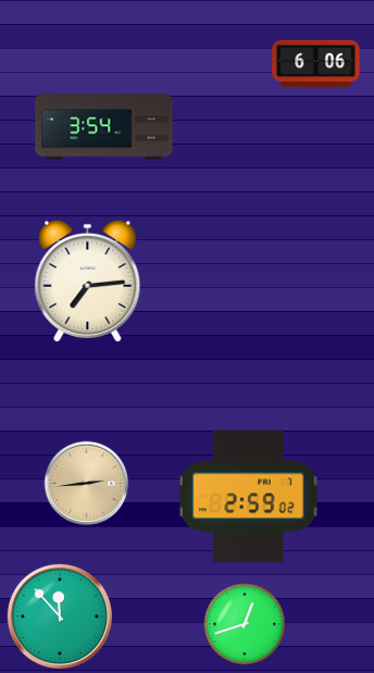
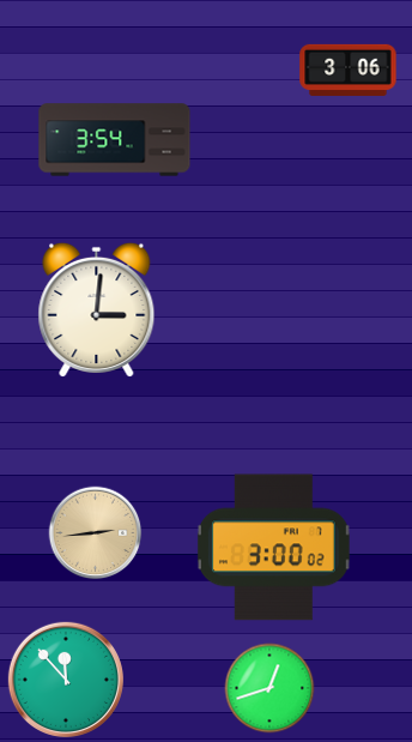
clock at (316, 63): 6:06 -> 3:06
clock at (88, 281): 7:14 -> 3:01
clock at (248, 497): 2:59 -> 3:00
